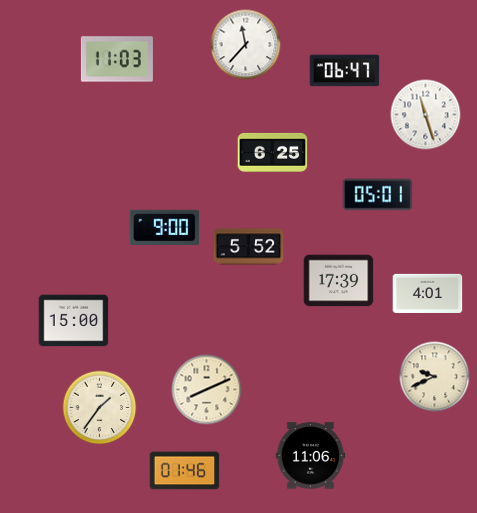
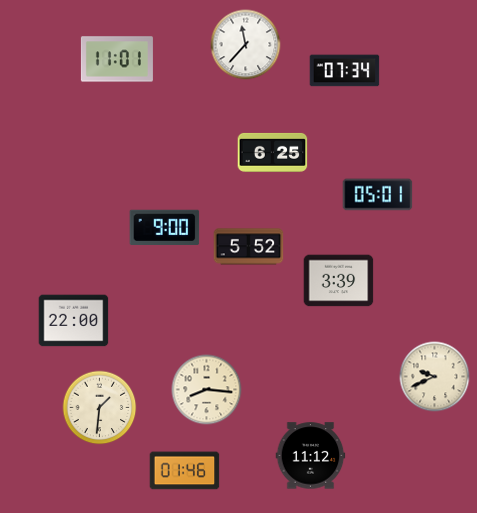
clock at (117, 59): 11:03 -> 11:01
clock at (345, 71): 06:47 -> 07:34
clock at (426, 115): 11:27 -> none
clock at (339, 281): 17:39 -> 3:39
clock at (428, 293): 4:01 -> none
clock at (74, 321): 15:00 -> 22:00
clock at (207, 390): 8:11 -> 8:16
clock at (100, 408): 1:36 -> 1:31
clock at (311, 456): 11:06 -> 11:12
